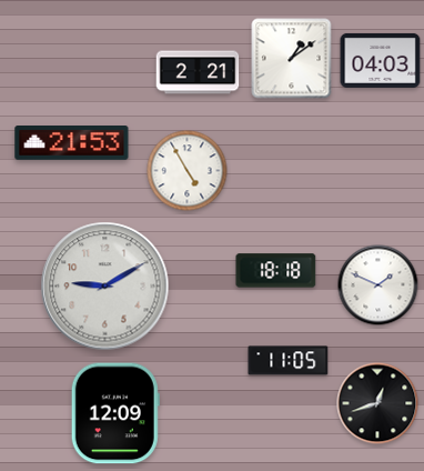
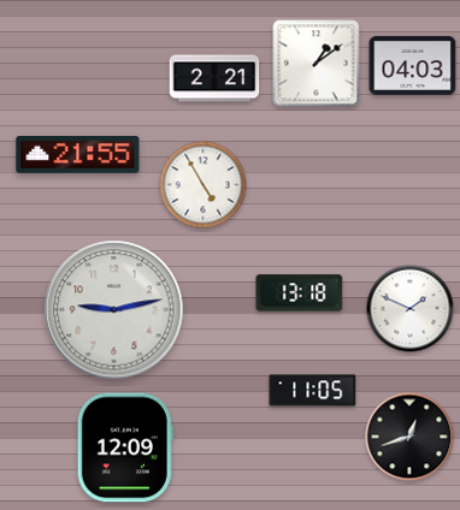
clock at (72, 143): 21:53 -> 21:55
clock at (276, 271): 18:18 -> 13:18
clock at (105, 287): 9:10 -> 9:13
